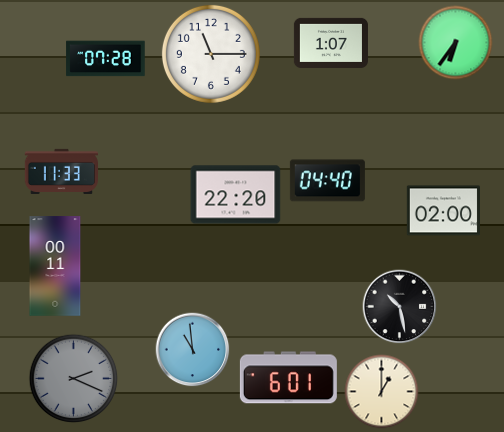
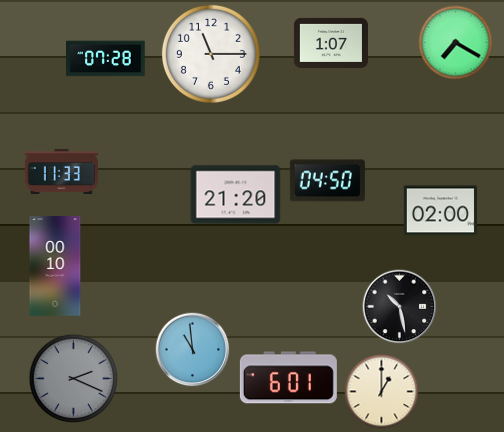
clock at (456, 43): 6:36 -> 7:20
clock at (327, 181): 04:40 -> 04:50
clock at (236, 195): 22:20 -> 21:20
clock at (443, 211) position: (443, 211) -> (440, 211)
clock at (55, 266): 00:11 -> 00:10
